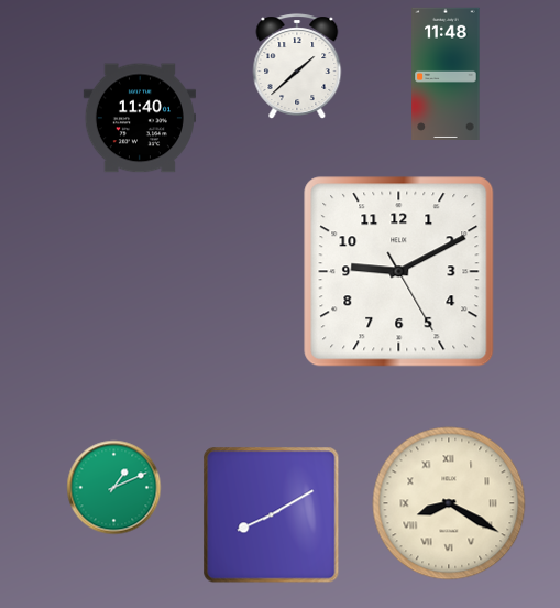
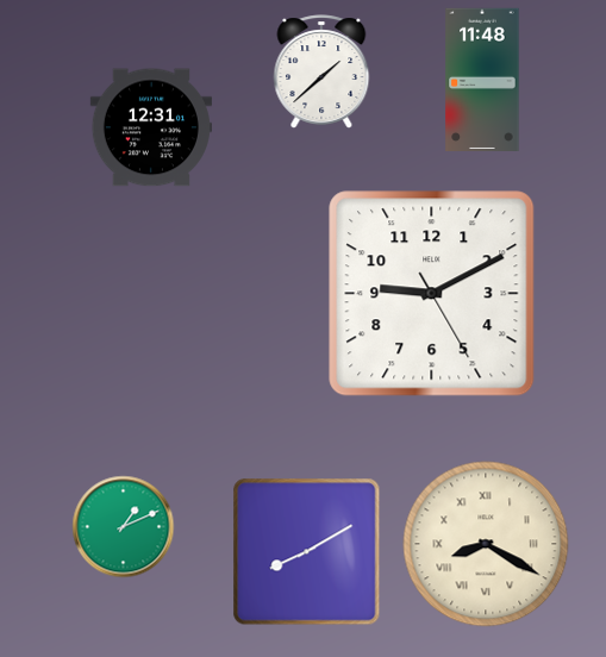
clock at (140, 118): 11:40 -> 12:31
clock at (272, 515) position: (272, 515) -> (307, 552)
